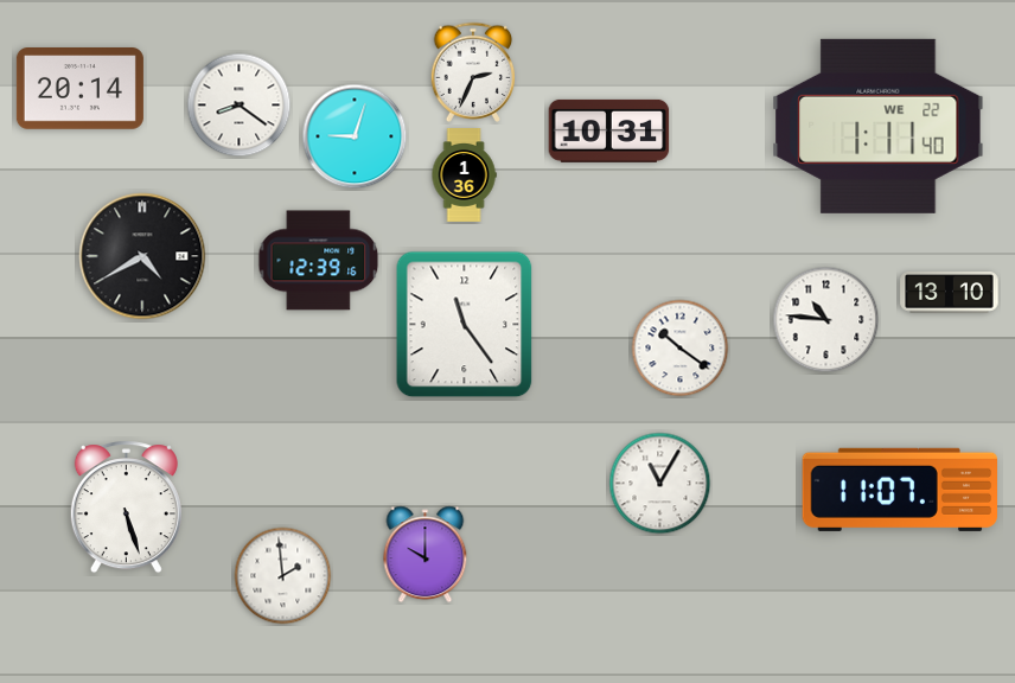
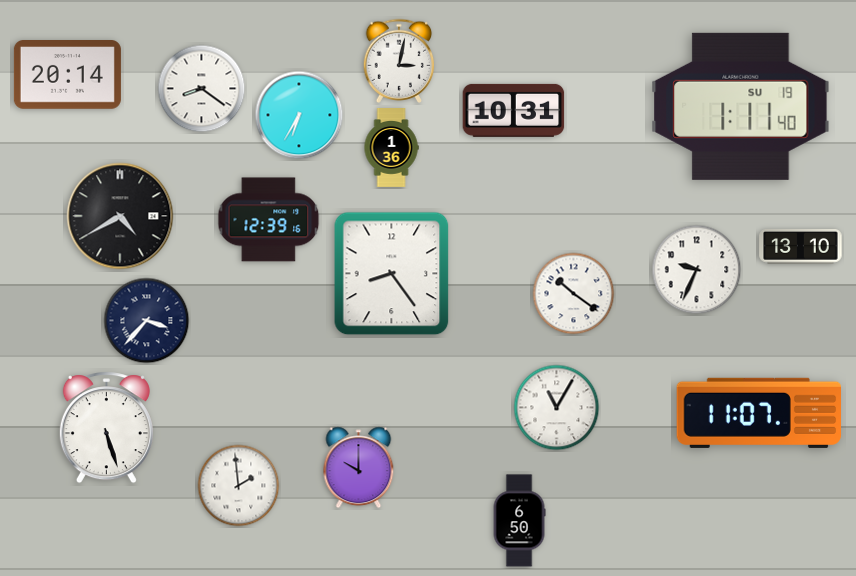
clock at (473, 71): 2:34 -> 3:02
clock at (879, 126) date: WE 22 -> SU 19
clock at (355, 136): 9:03 -> 6:35
clock at (826, 320): 10:46 -> 9:34
clock at (465, 325): 11:24 -> 8:24
clock at (147, 321): none -> 3:37
clock at (519, 521): none -> 6:50
